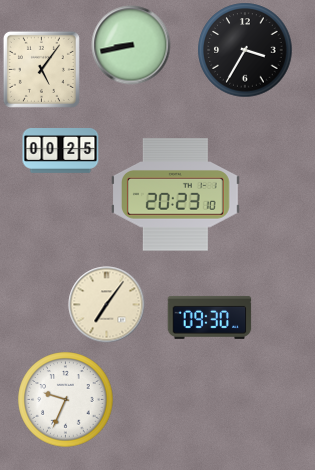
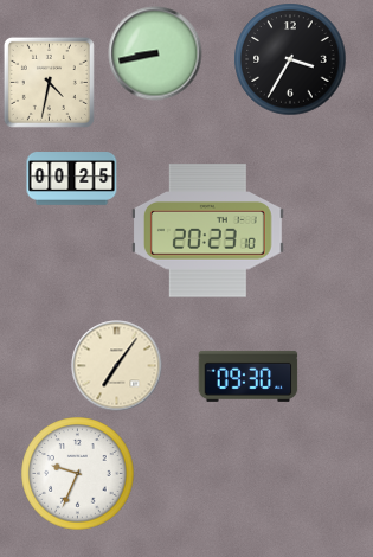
clock at (41, 69): 5:06 -> 4:32
clock at (107, 305) position: (107, 305) -> (117, 366)
